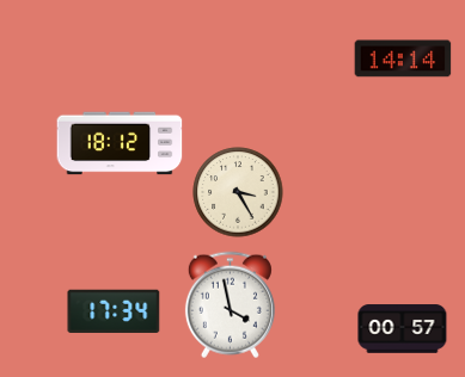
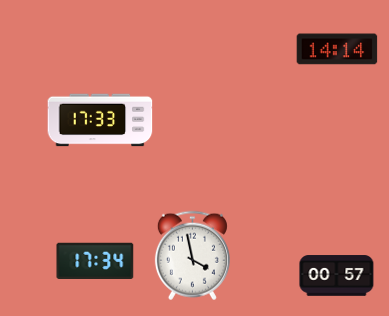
clock at (120, 143): 18:12 -> 17:33
clock at (238, 192): 3:25 -> none
